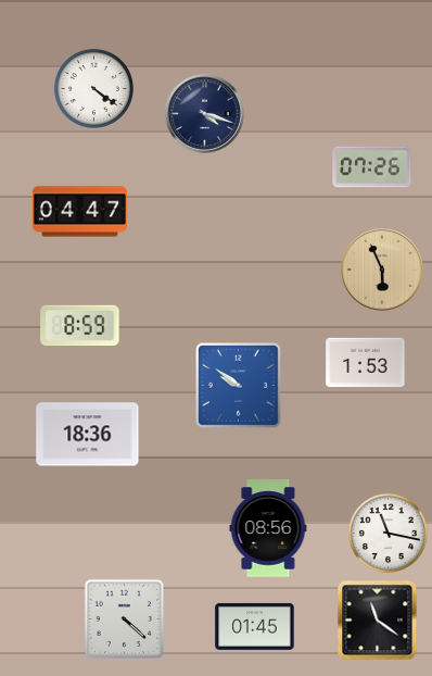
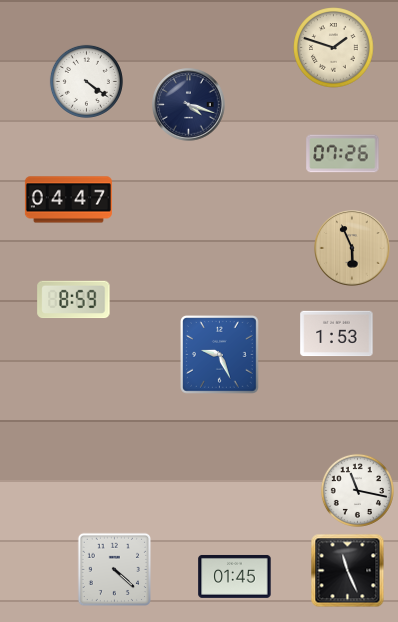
clock at (334, 48): none -> 1:48
clock at (79, 212) position: (79, 212) -> (68, 200)
clock at (239, 386): 9:51 -> 9:26
clock at (88, 435): 18:36 -> none
clock at (268, 528): 08:56 -> none
clock at (378, 621): 11:21 -> 11:26
